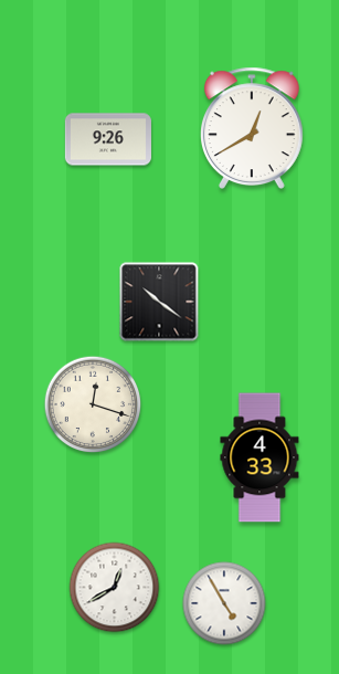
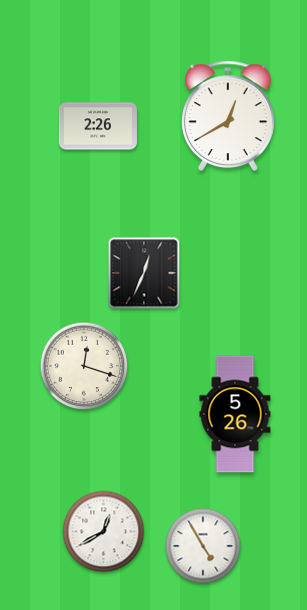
clock at (108, 139): 9:26 -> 2:26
clock at (159, 302): 10:21 -> 12:34
clock at (259, 457): 4:33 -> 5:26
